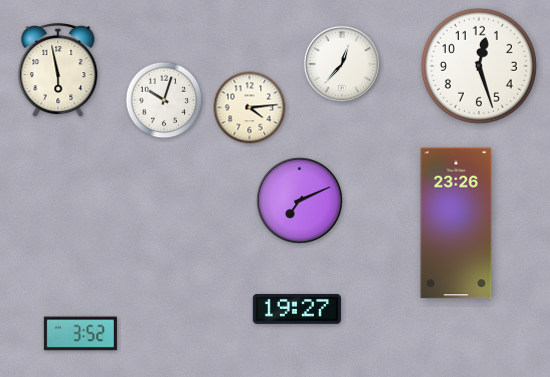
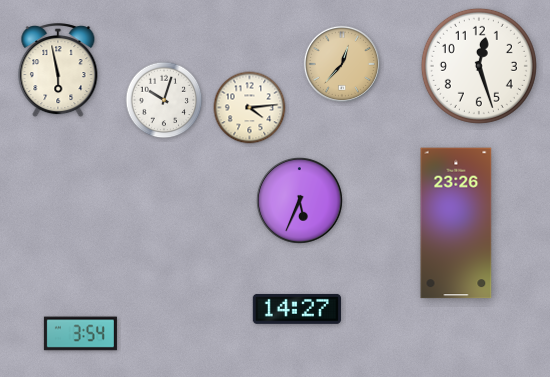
clock at (342, 64) dial: white -> champagne
clock at (300, 201): 7:11 -> 5:34
clock at (297, 309): 19:27 -> 14:27
clock at (80, 334): 3:52 -> 3:54
